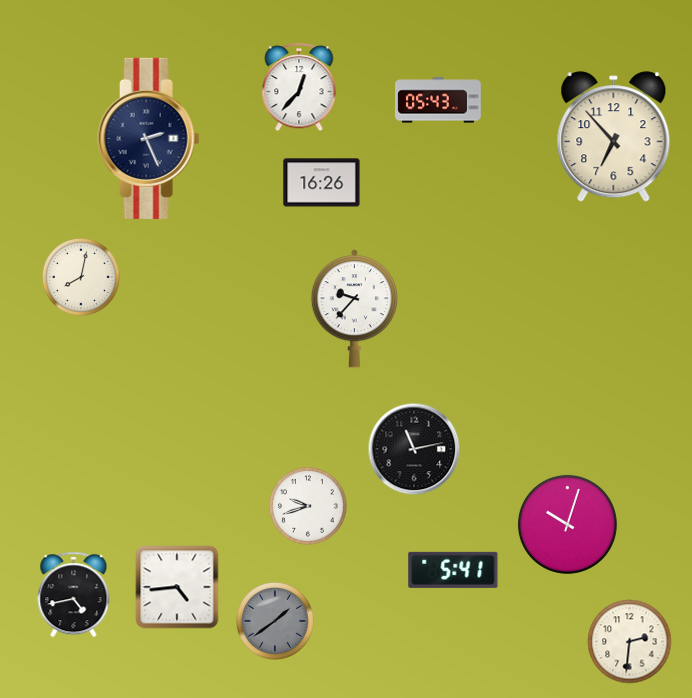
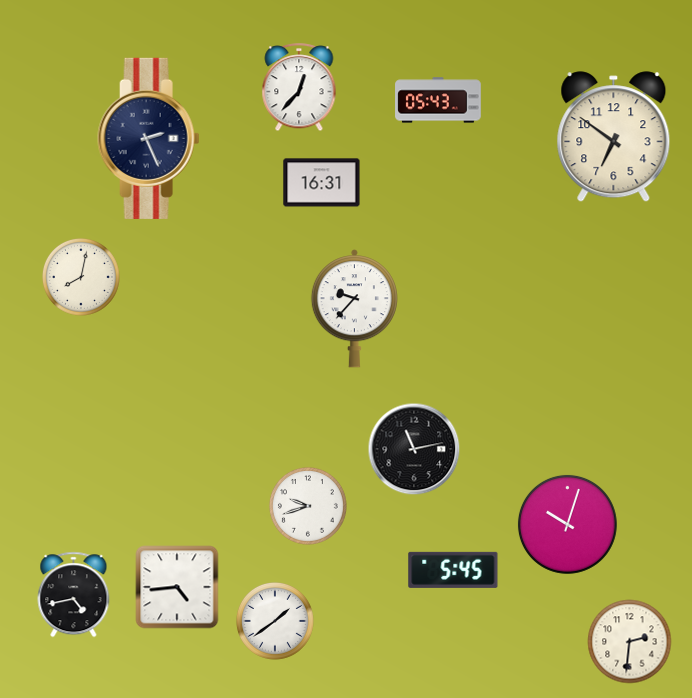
clock at (614, 137): 6:53 -> 6:51
clock at (322, 183): 16:26 -> 16:31
clock at (453, 570): 5:41 -> 5:45
clock at (275, 621) dial: grey -> white
